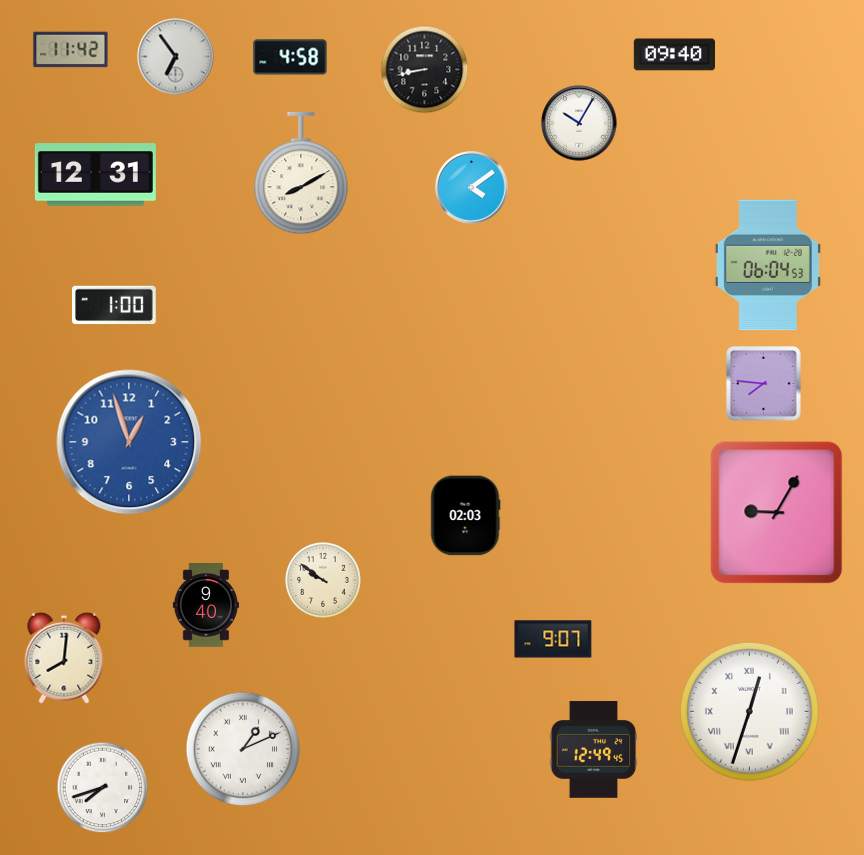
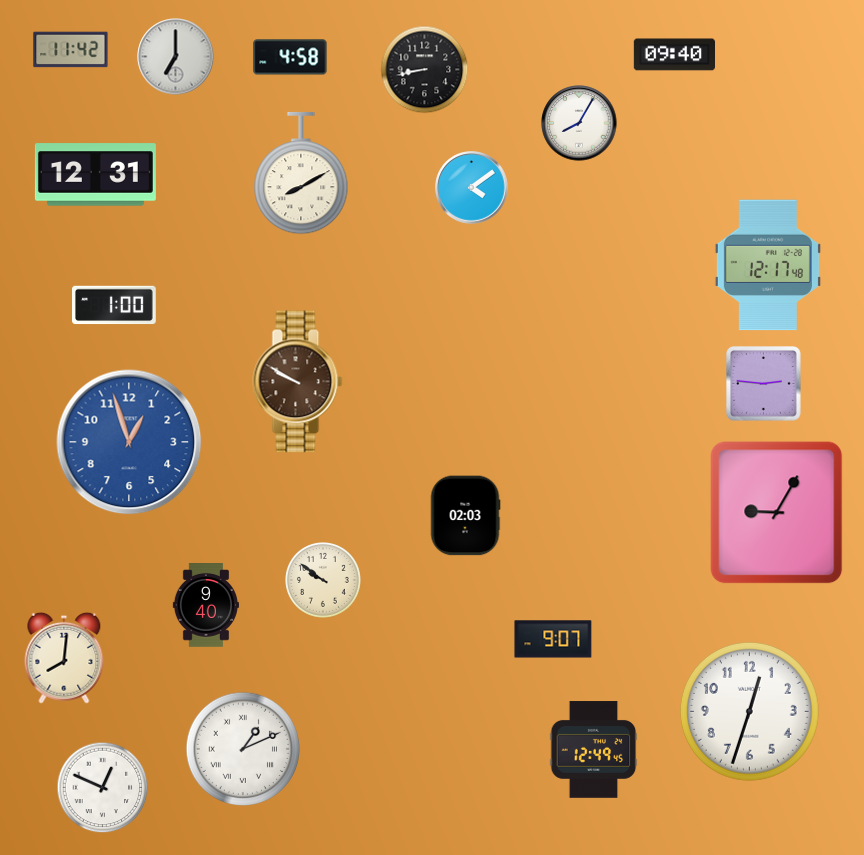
clock at (176, 57): 6:54 -> 7:00
clock at (579, 123): 10:05 -> 8:05
clock at (768, 265): 06:04 -> 12:17
clock at (298, 382): none -> 9:50
clock at (764, 384): 7:46 -> 2:46
clock at (749, 711) numerals: Roman -> Arabic
clock at (103, 788): 7:42 -> 12:49
